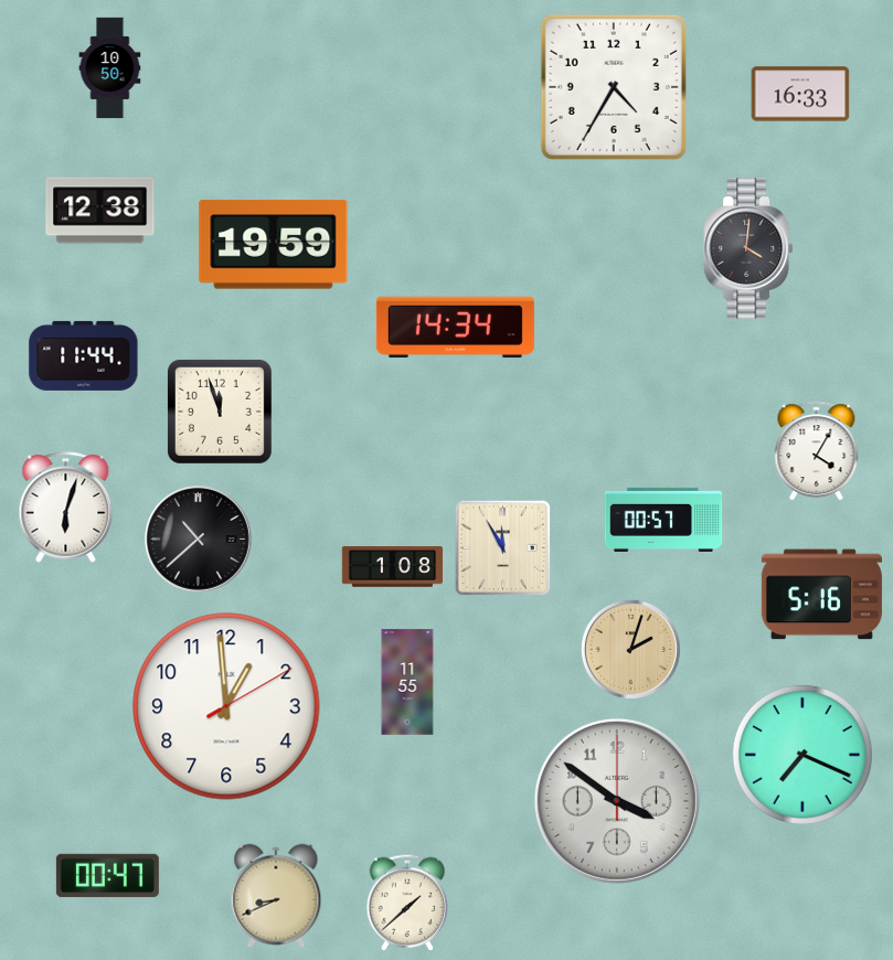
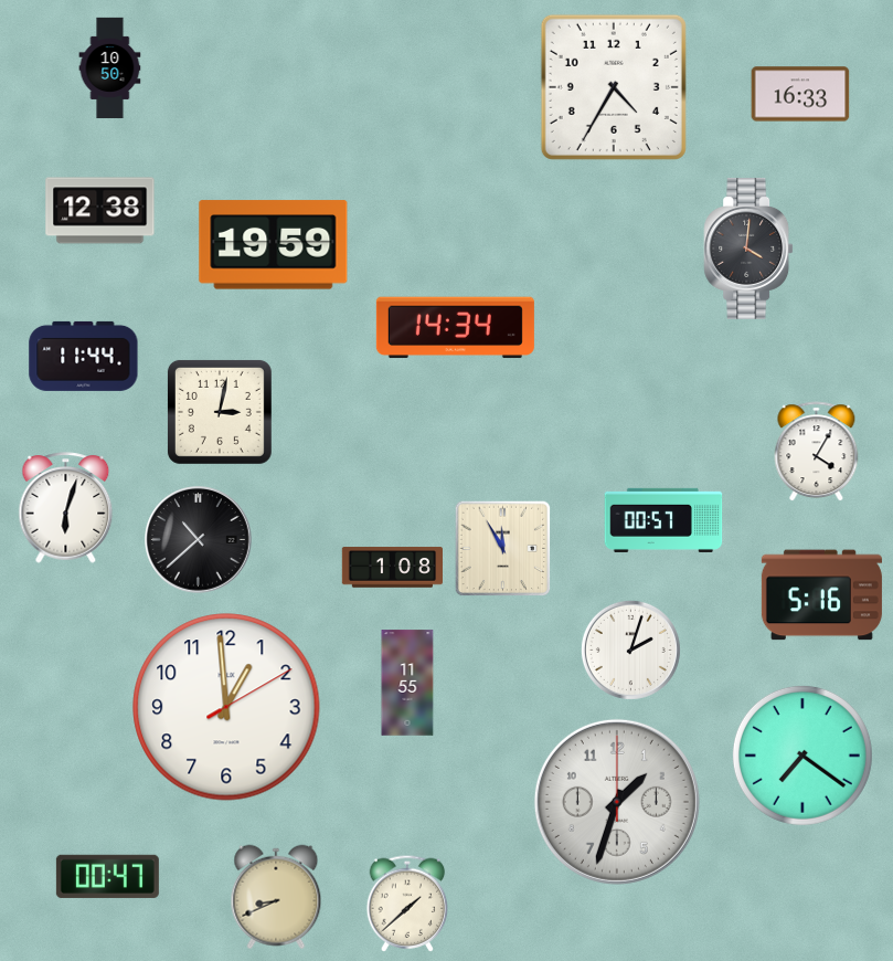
clock at (220, 412): 11:57 -> 3:02
clock at (630, 649) dial: champagne -> white
clock at (802, 755): 7:19 -> 7:21
clock at (617, 801): 3:51 -> 1:33
